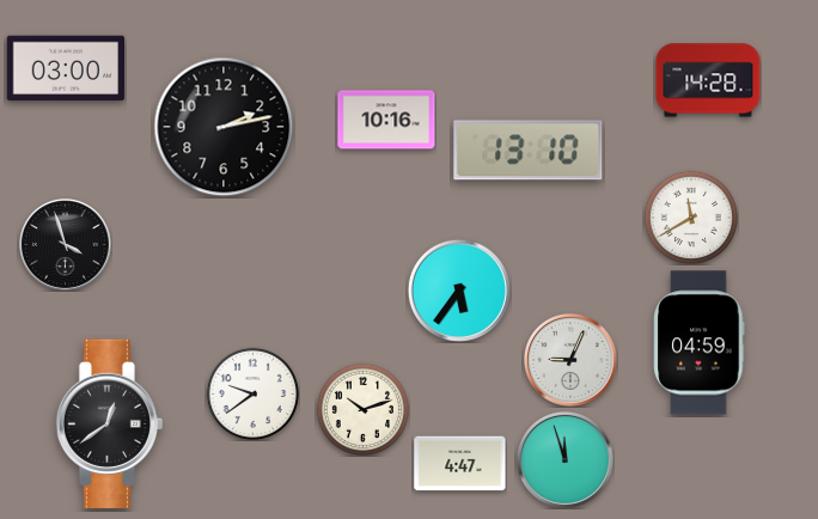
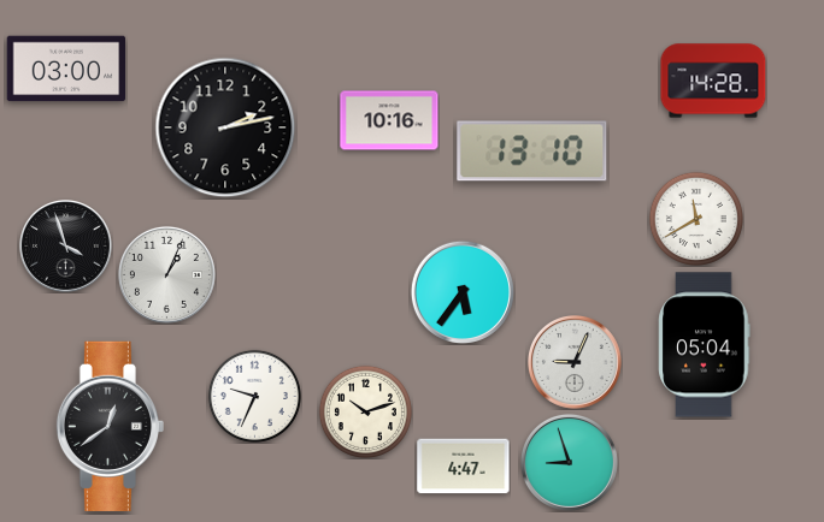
clock at (166, 274): none -> 1:04
clock at (700, 343): 04:59 -> 05:04
clock at (252, 393): 9:39 -> 9:34
clock at (564, 459): 11:57 -> 8:57
